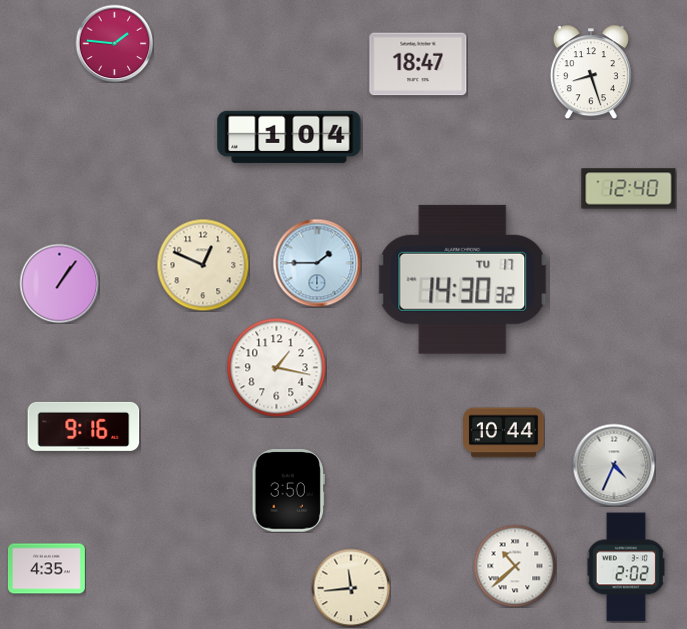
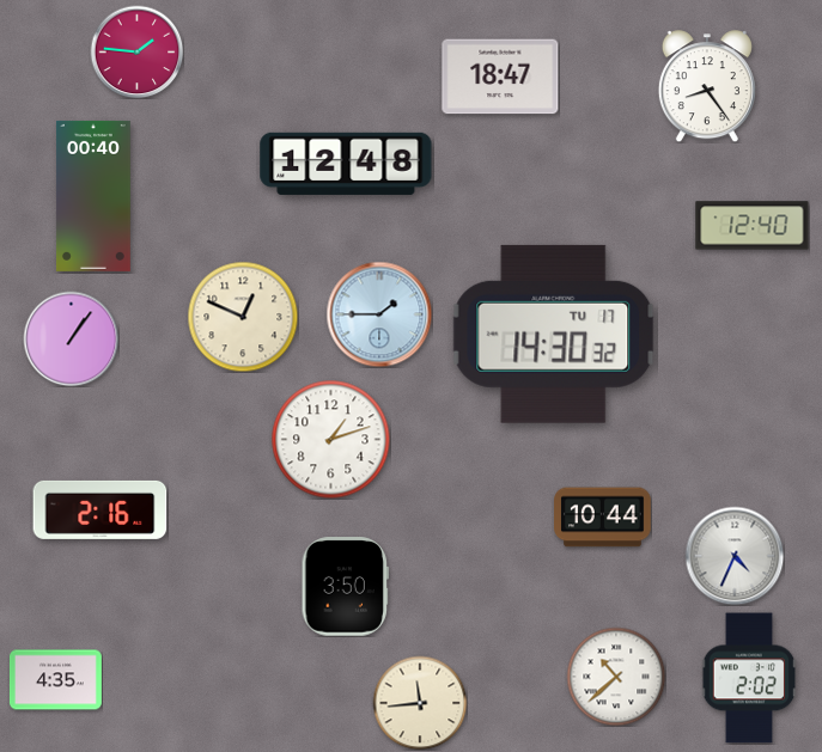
clock at (591, 72): 8:27 -> 8:24
clock at (289, 137): 1:04 -> 12:48
clock at (93, 196): none -> 00:40
clock at (277, 368): 1:17 -> 1:12
clock at (84, 426): 9:16 -> 2:16
